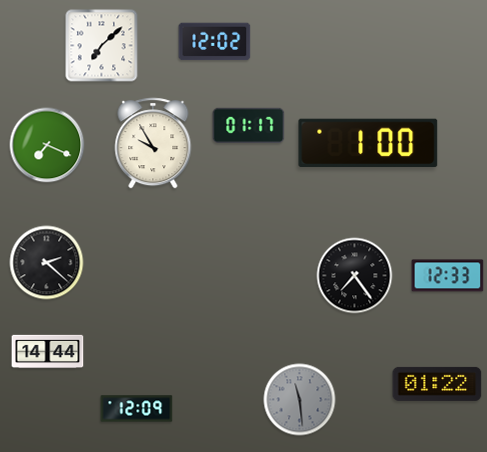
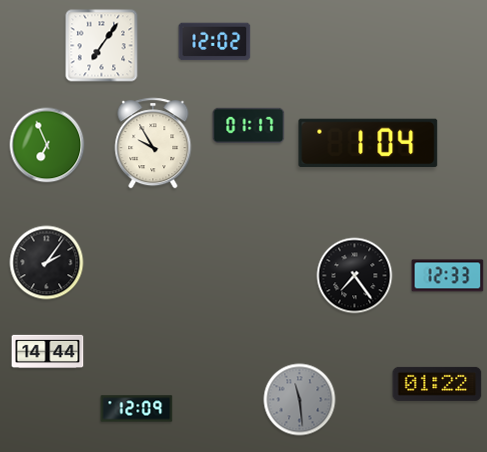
clock at (102, 46): 7:08 -> 7:06
clock at (368, 143): 1:00 -> 1:04
clock at (47, 145): 7:19 -> 6:56
clock at (47, 263): 2:22 -> 2:06
